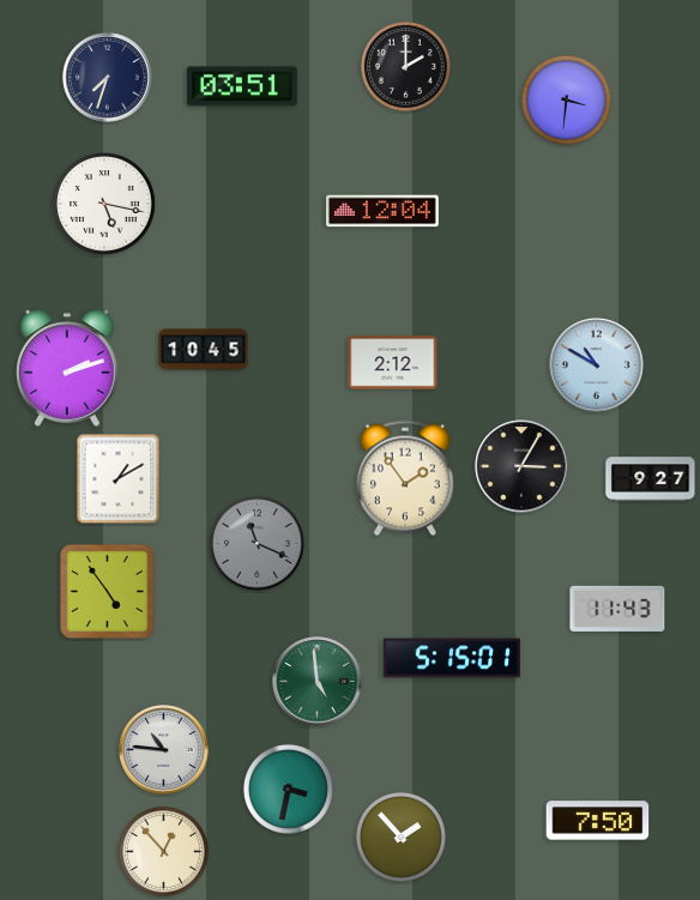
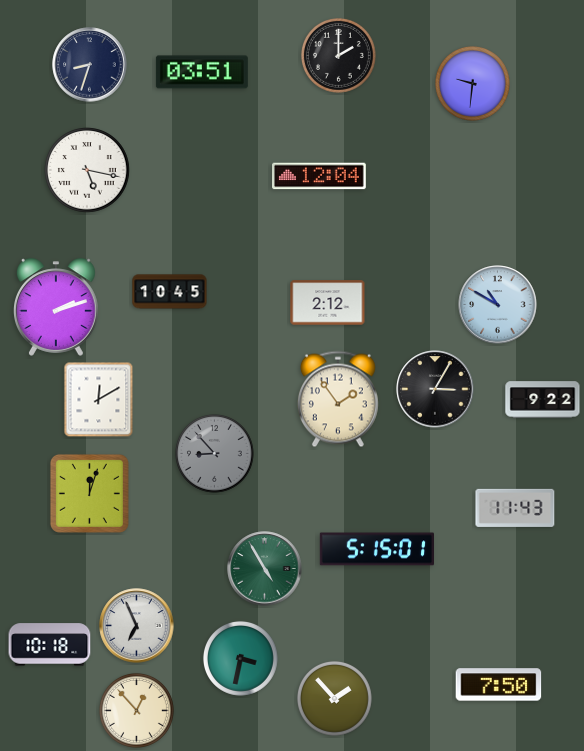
clock at (108, 78): 7:33 -> 8:33
clock at (566, 99): 3:31 -> 9:31
clock at (119, 479): 1:10 -> 12:10
clock at (651, 479): 9:27 -> 9:22
clock at (258, 544): 11:19 -> 8:53
clock at (107, 591): 4:54 -> 12:03
clock at (318, 682): 4:59 -> 4:55
clock at (164, 750): 10:46 -> 6:56
clock at (50, 645): none -> 10:18
